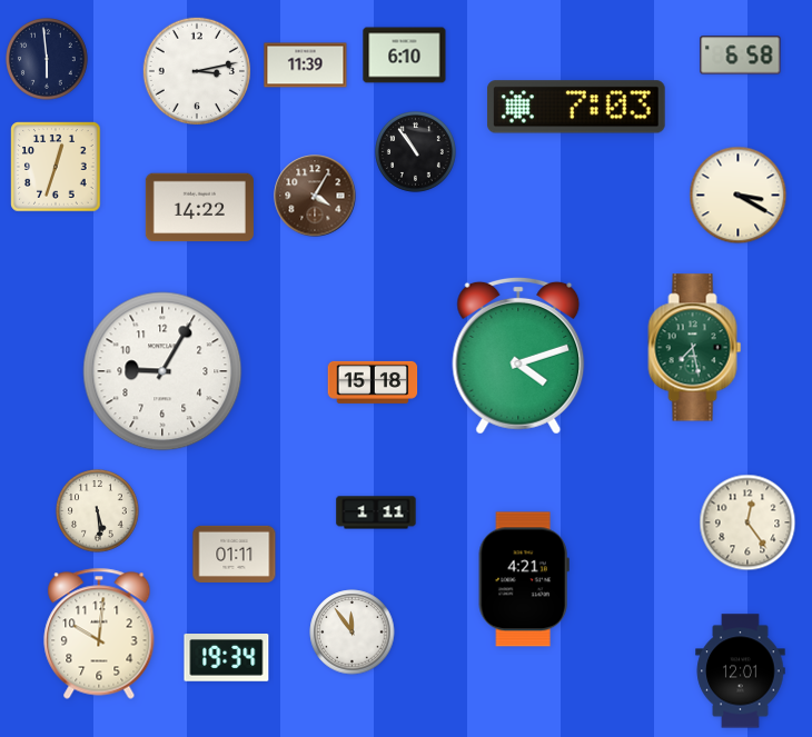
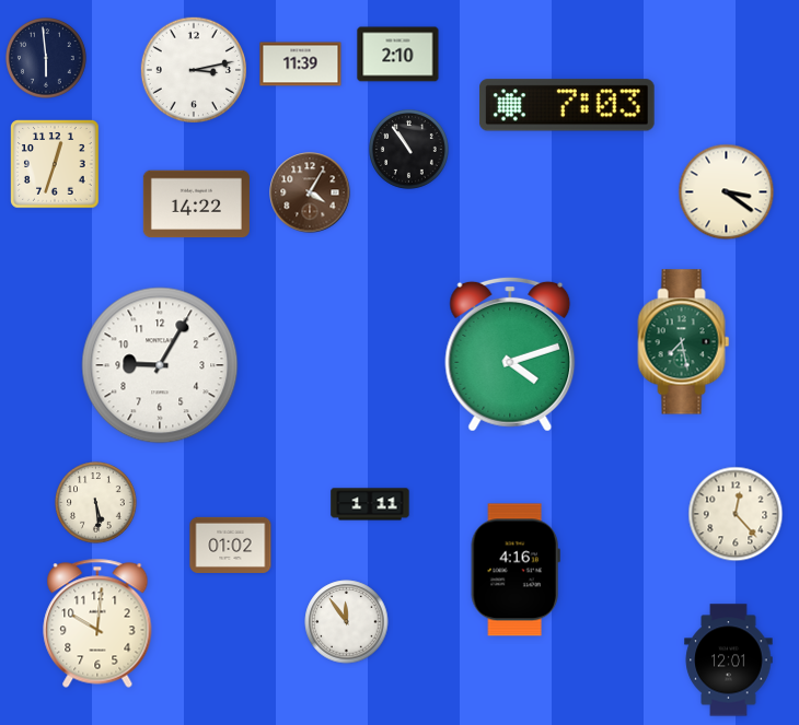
clock at (405, 56): 6:10 -> 2:10
clock at (741, 56): 6:58 -> none
clock at (739, 196): 3:20 -> 3:21
clock at (518, 356) position: (518, 356) -> (510, 354)
clock at (373, 382): 15:18 -> none
clock at (747, 522): 12:24 -> 12:23
clock at (235, 554): 01:11 -> 01:02
clock at (524, 579): 4:21 -> 4:16
clock at (227, 658): 19:34 -> none
